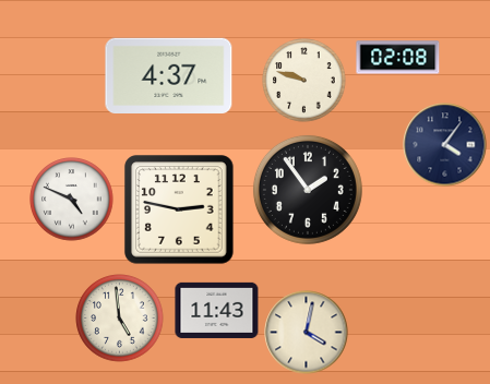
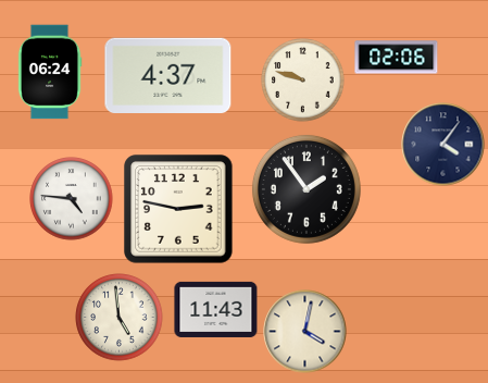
clock at (398, 58): 02:08 -> 02:06
clock at (50, 72): none -> 06:24
clock at (72, 200): 4:49 -> 4:46
